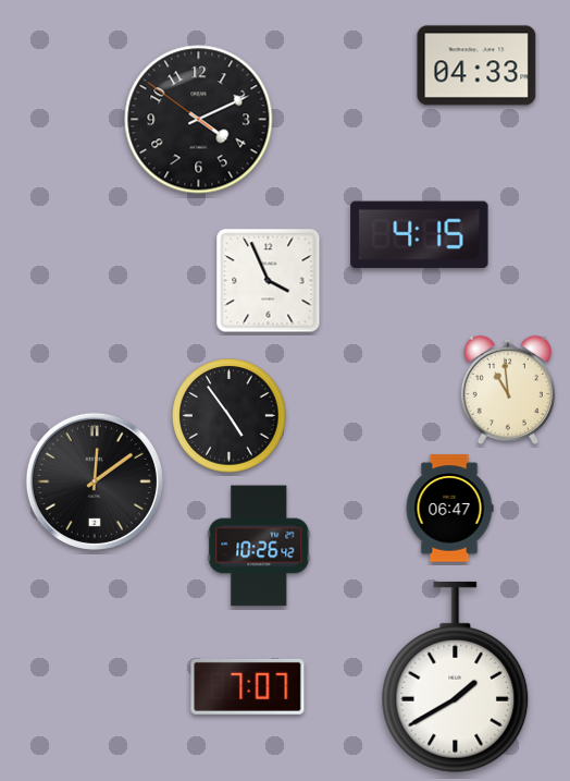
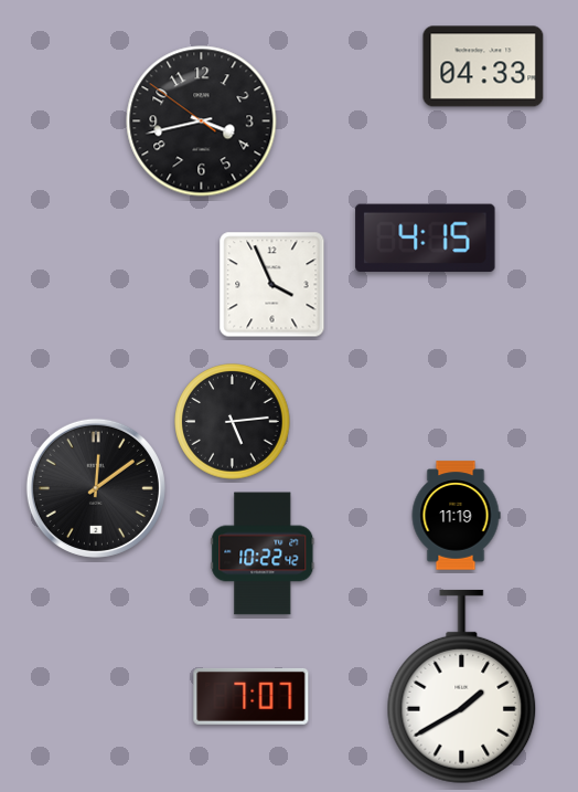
clock at (199, 120): 4:10 -> 3:42
clock at (508, 390): 10:59 -> none
clock at (230, 416): 4:54 -> 5:14
clock at (449, 509): 06:47 -> 11:19
clock at (259, 546): 10:26 -> 10:22
